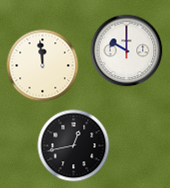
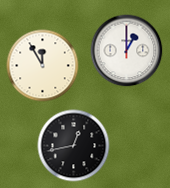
clock at (127, 51): 10:00 -> 1:00
clock at (43, 66): 11:59 -> 11:55
